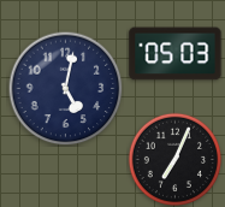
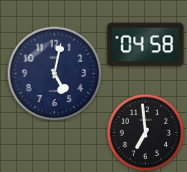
clock at (176, 54): 05:03 -> 04:58
clock at (174, 159): 7:04 -> 6:59
